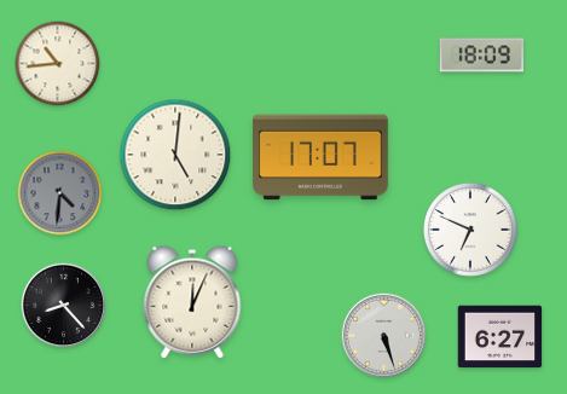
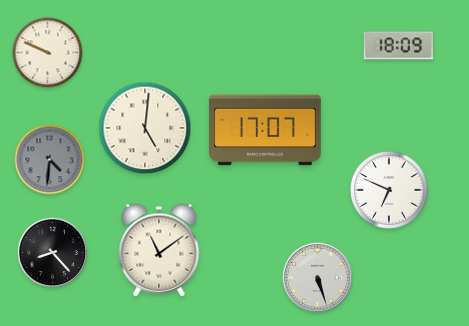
clock at (58, 64): 10:44 -> 9:49
clock at (192, 302): 12:04 -> 11:09
clock at (501, 337): 6:27 -> none
